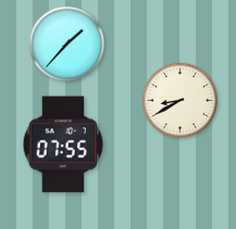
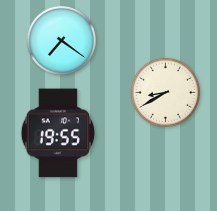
clock at (66, 43): 1:37 -> 7:21
clock at (63, 144): 07:55 -> 19:55
